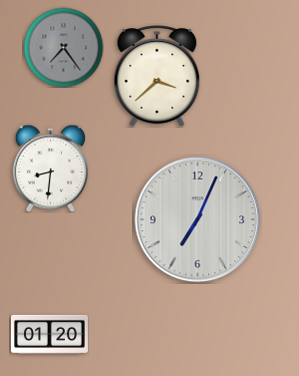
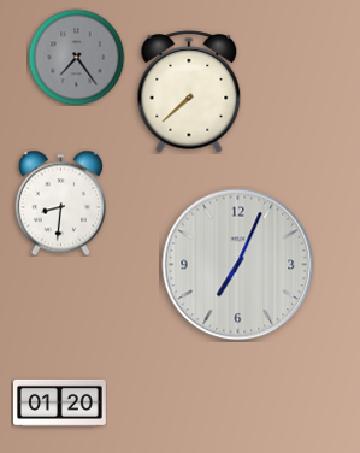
clock at (157, 76): 3:38 -> 7:38
